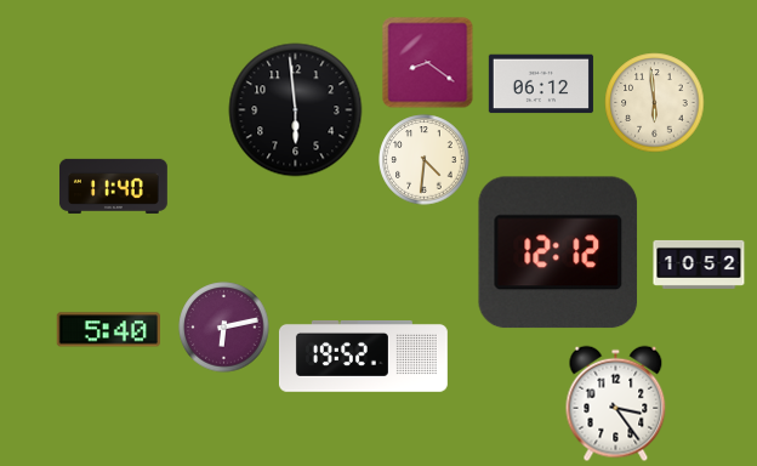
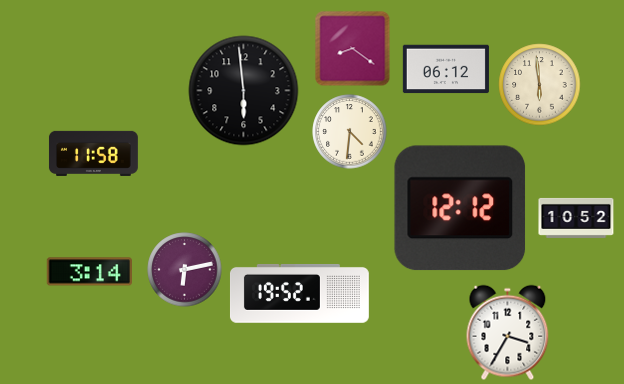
clock at (428, 63) position: (428, 63) -> (353, 49)
clock at (113, 186): 11:40 -> 11:58
clock at (108, 330): 5:40 -> 3:14
clock at (616, 404): 3:24 -> 3:35
